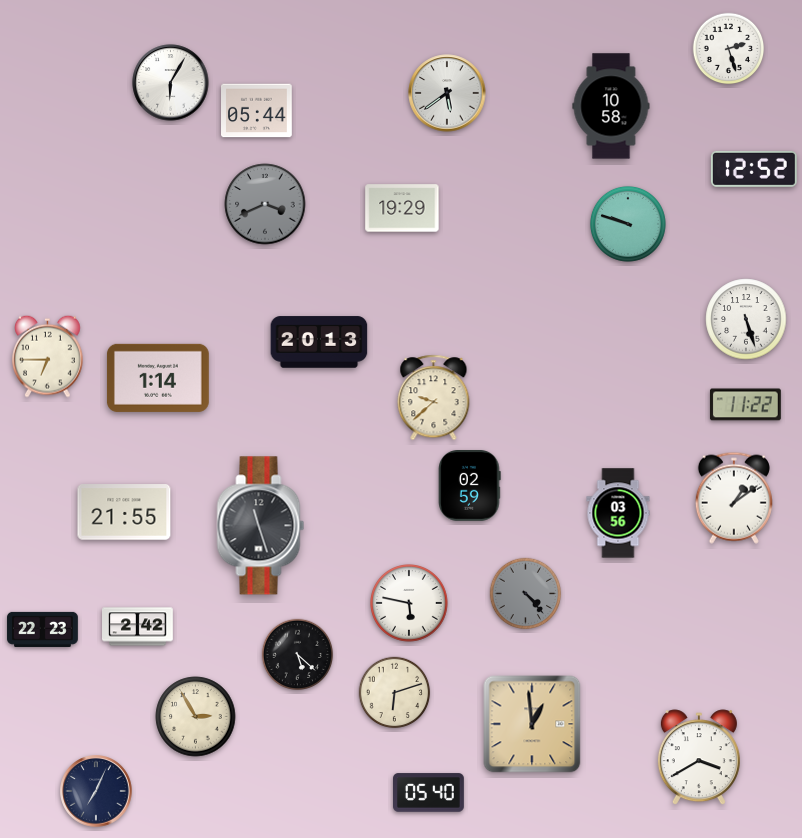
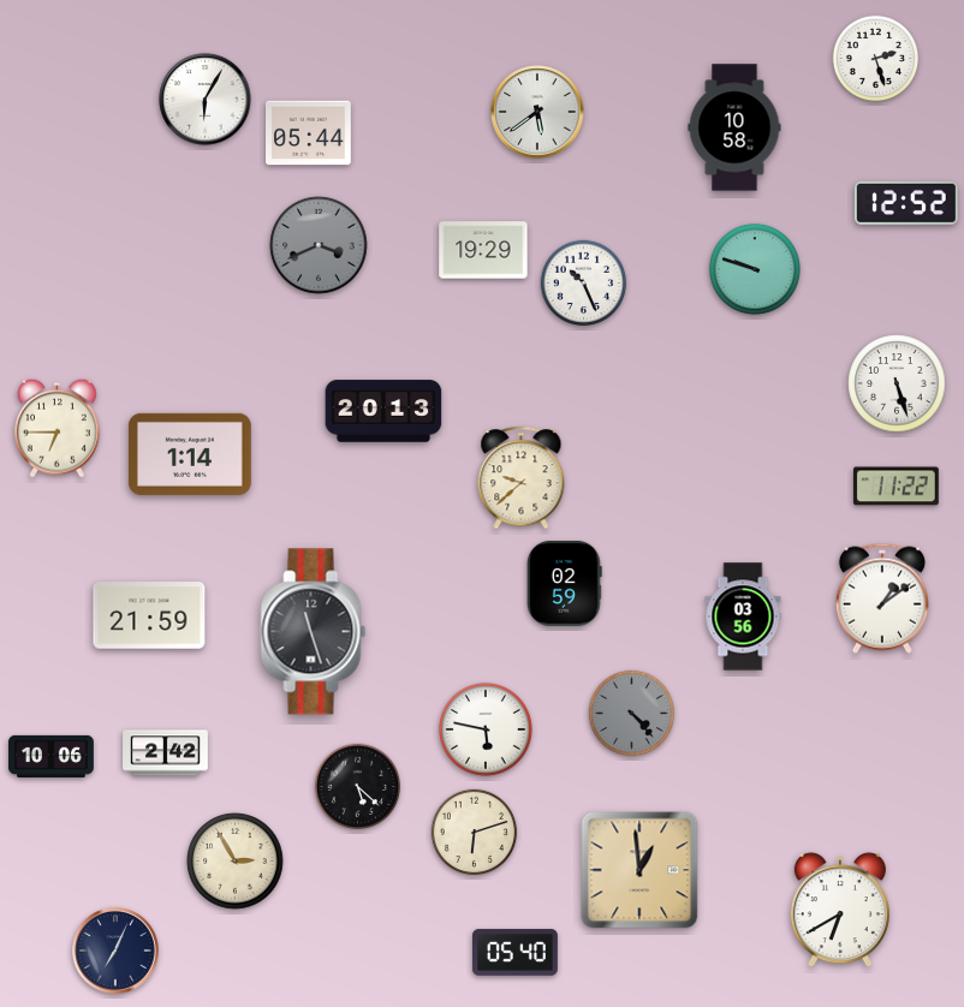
clock at (584, 284): none -> 10:26
clock at (124, 512): 21:55 -> 21:59
clock at (410, 604) position: (410, 604) -> (487, 731)
clock at (43, 629): 22:23 -> 10:06
clock at (699, 758): 3:40 -> 6:40
